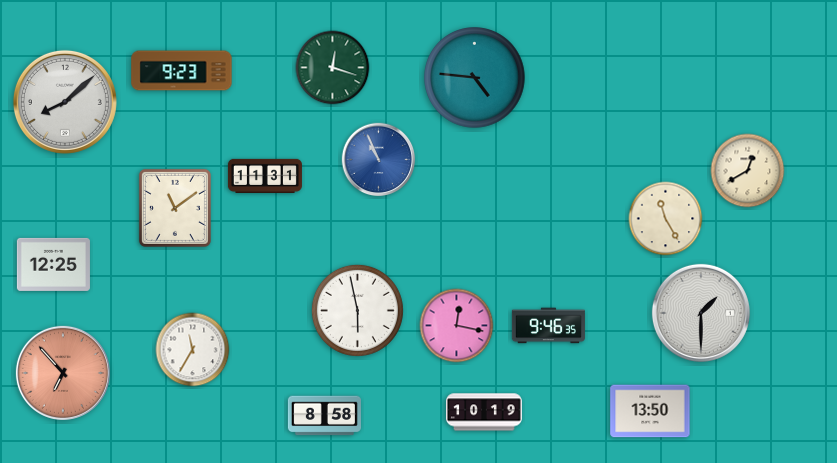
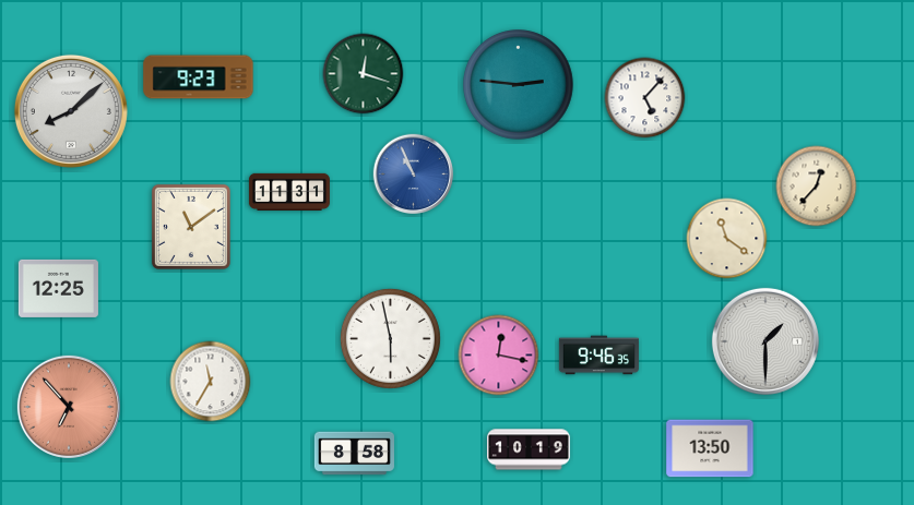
clock at (475, 78): 4:46 -> 2:46
clock at (645, 98): none -> 5:07
clock at (748, 171): 12:40 -> 12:37
clock at (666, 219): 11:25 -> 11:21
